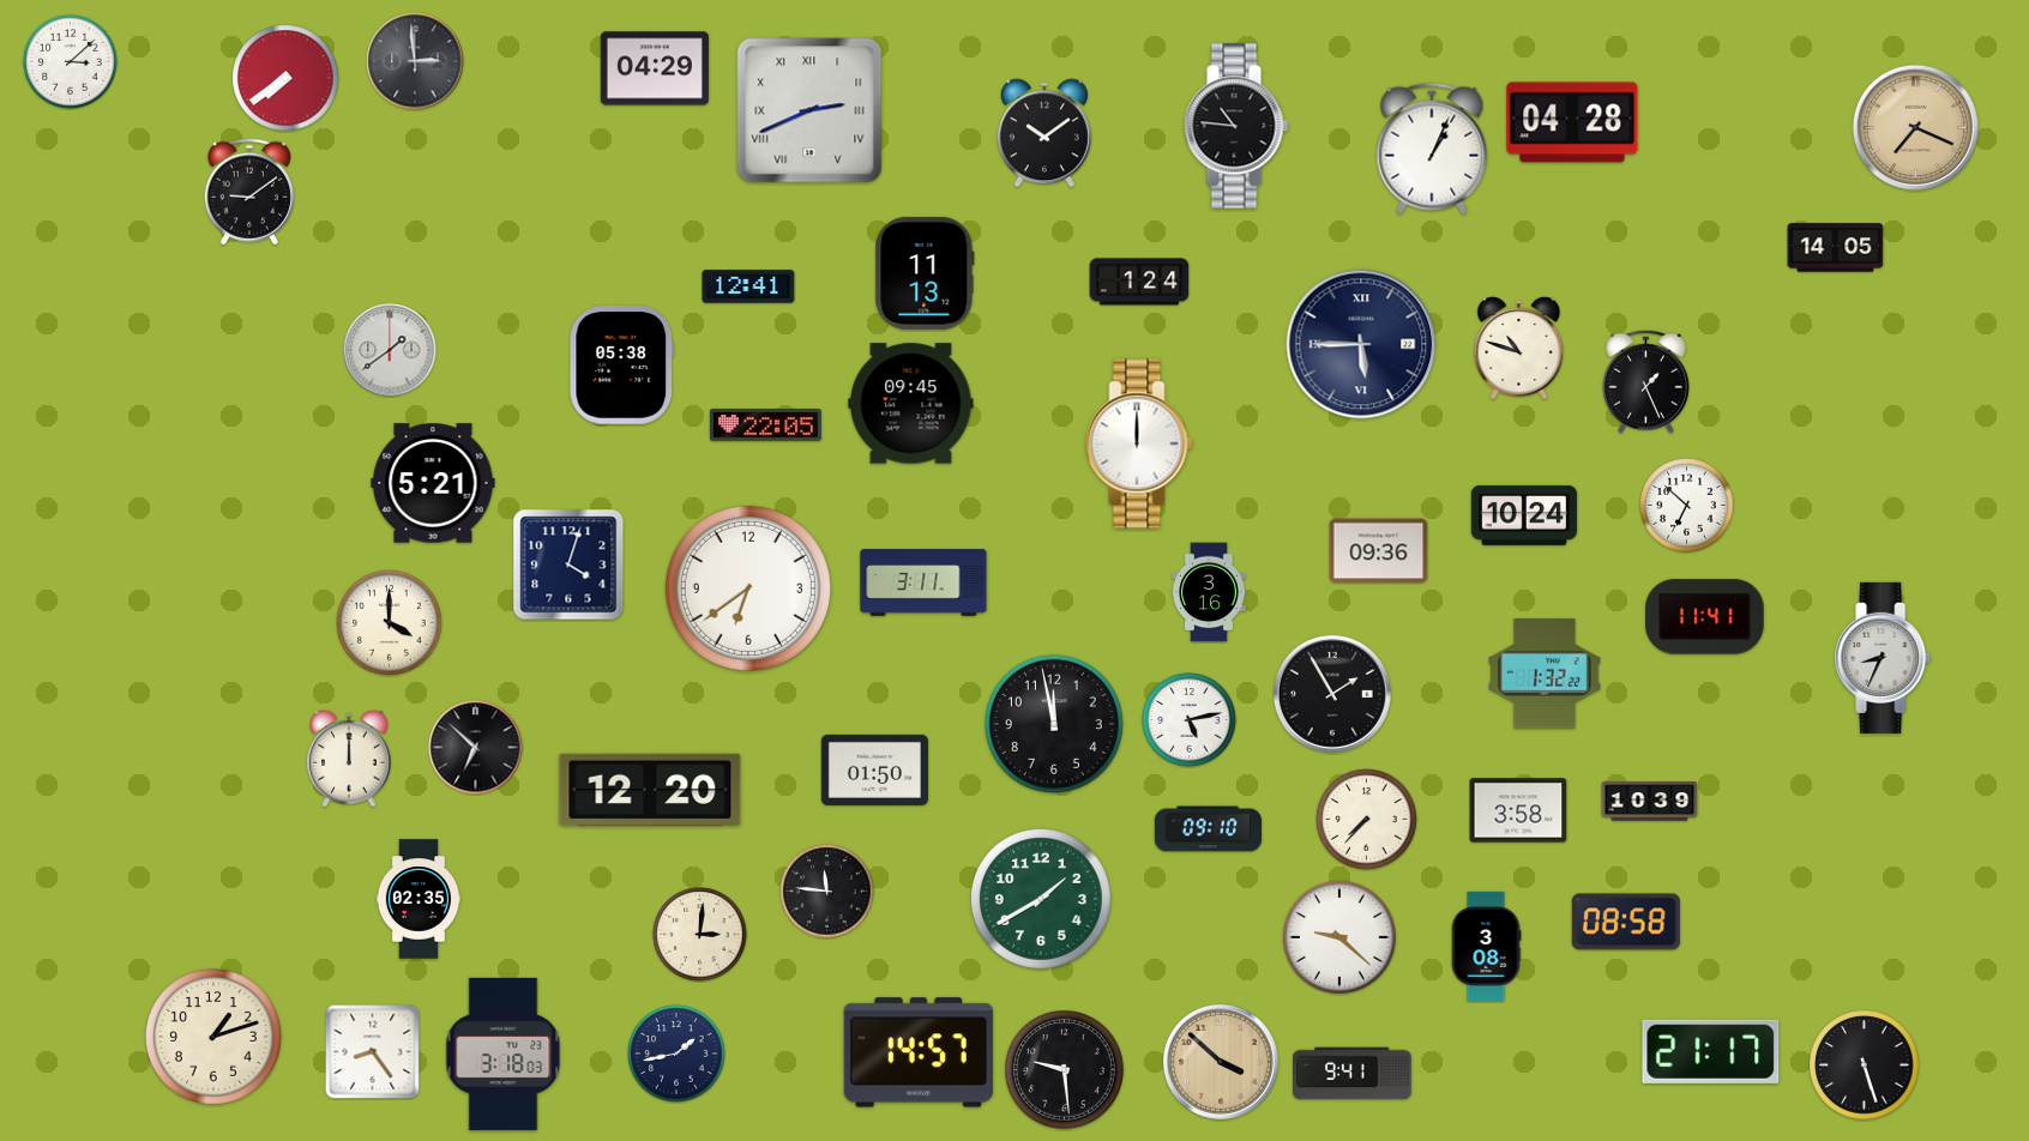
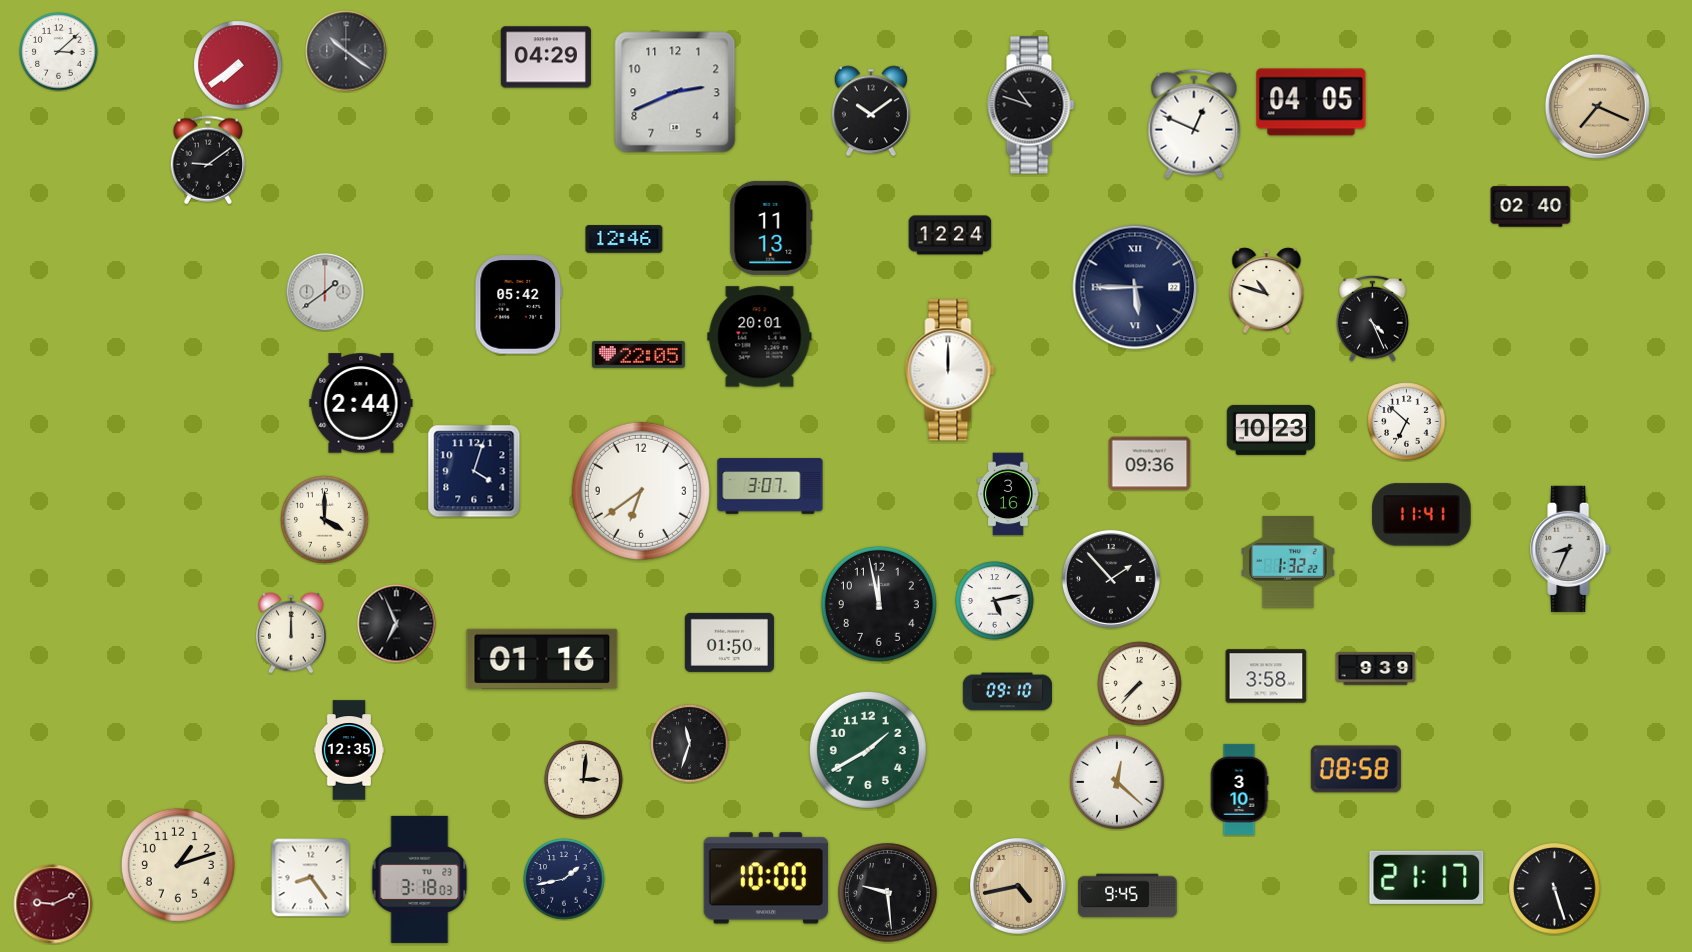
clock at (415, 61): 2:59 -> 10:21
clock at (809, 110) numerals: Roman -> Arabic
clock at (1572, 122): 04:28 -> 04:05
clock at (1236, 126): 10:46 -> 10:48
clock at (1432, 149): 1:04 -> 12:49
clock at (1836, 248): 14:05 -> 02:40
clock at (1139, 282): 1:24 -> 12:24
clock at (748, 286): 12:41 -> 12:46
clock at (622, 366): 05:38 -> 05:42
clock at (1646, 381): 1:26 -> 4:26
clock at (911, 404): 09:45 -> 20:01
clock at (433, 483): 5:21 -> 2:44
clock at (1524, 515): 10:24 -> 10:23
clock at (1379, 551) position: (1379, 551) -> (1150, 464)
clock at (923, 582): 3:11 -> 3:07
clock at (748, 588) position: (748, 588) -> (641, 491)
clock at (1332, 694): 1:55 -> 1:53
clock at (1190, 720) position: (1190, 720) -> (995, 601)
clock at (476, 748): 6:52 -> 6:56
clock at (650, 790): 12:20 -> 01:16
clock at (1650, 802): 10:39 -> 9:39
clock at (827, 892): 11:46 -> 11:33
clock at (419, 899): 02:35 -> 12:35
clock at (1339, 937): 9:22 -> 12:22
clock at (1486, 946): 3:08 -> 3:10
clock at (919, 1052): 14:57 -> 10:00
clock at (1221, 1062): 3:52 -> 4:43
clock at (1353, 1074): 9:41 -> 9:45
clock at (53, 904): none -> 9:11
